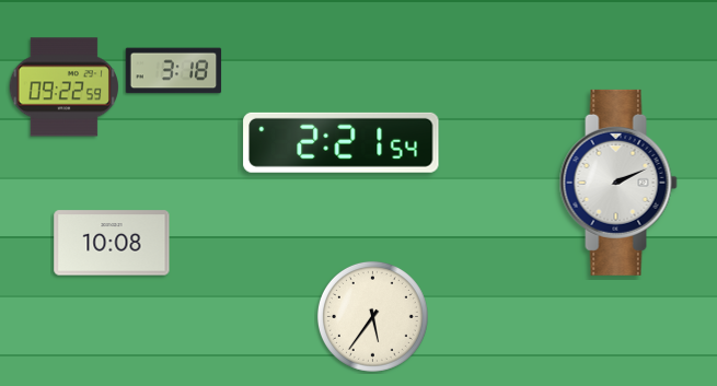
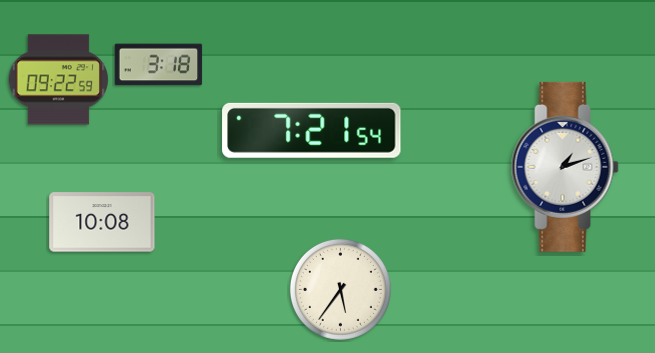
clock at (342, 142): 2:21 -> 7:21
clock at (618, 183): 2:11 -> 1:12
